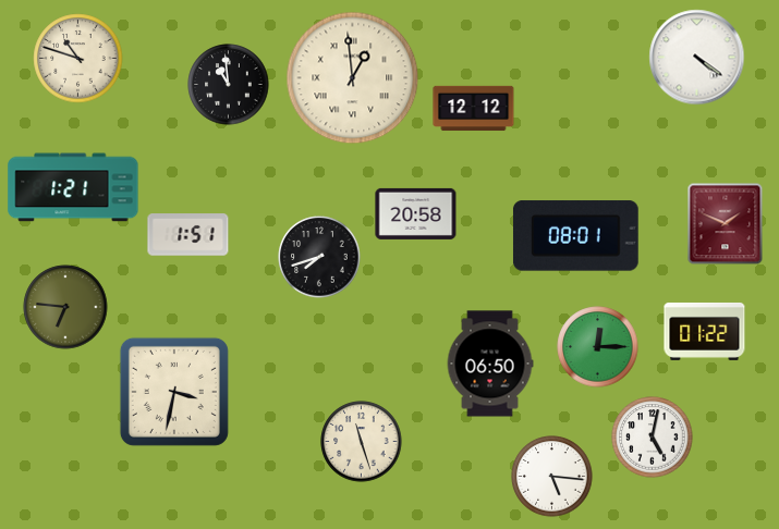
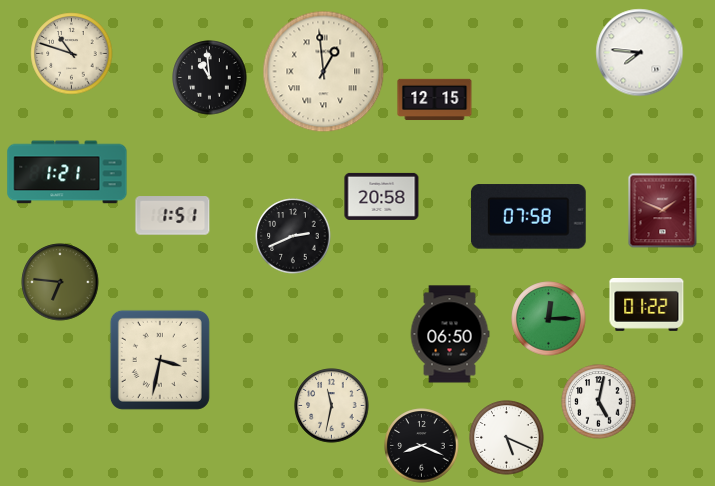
clock at (697, 58): 4:21 -> 7:46
clock at (474, 109): 12:12 -> 12:15
clock at (726, 224) position: (726, 224) -> (663, 211)
clock at (575, 236): 08:01 -> 07:58
clock at (319, 257): 7:42 -> 2:41
clock at (362, 442): 11:27 -> 11:32
clock at (552, 477): 5:16 -> 5:19
clock at (422, 446): none -> 8:19
